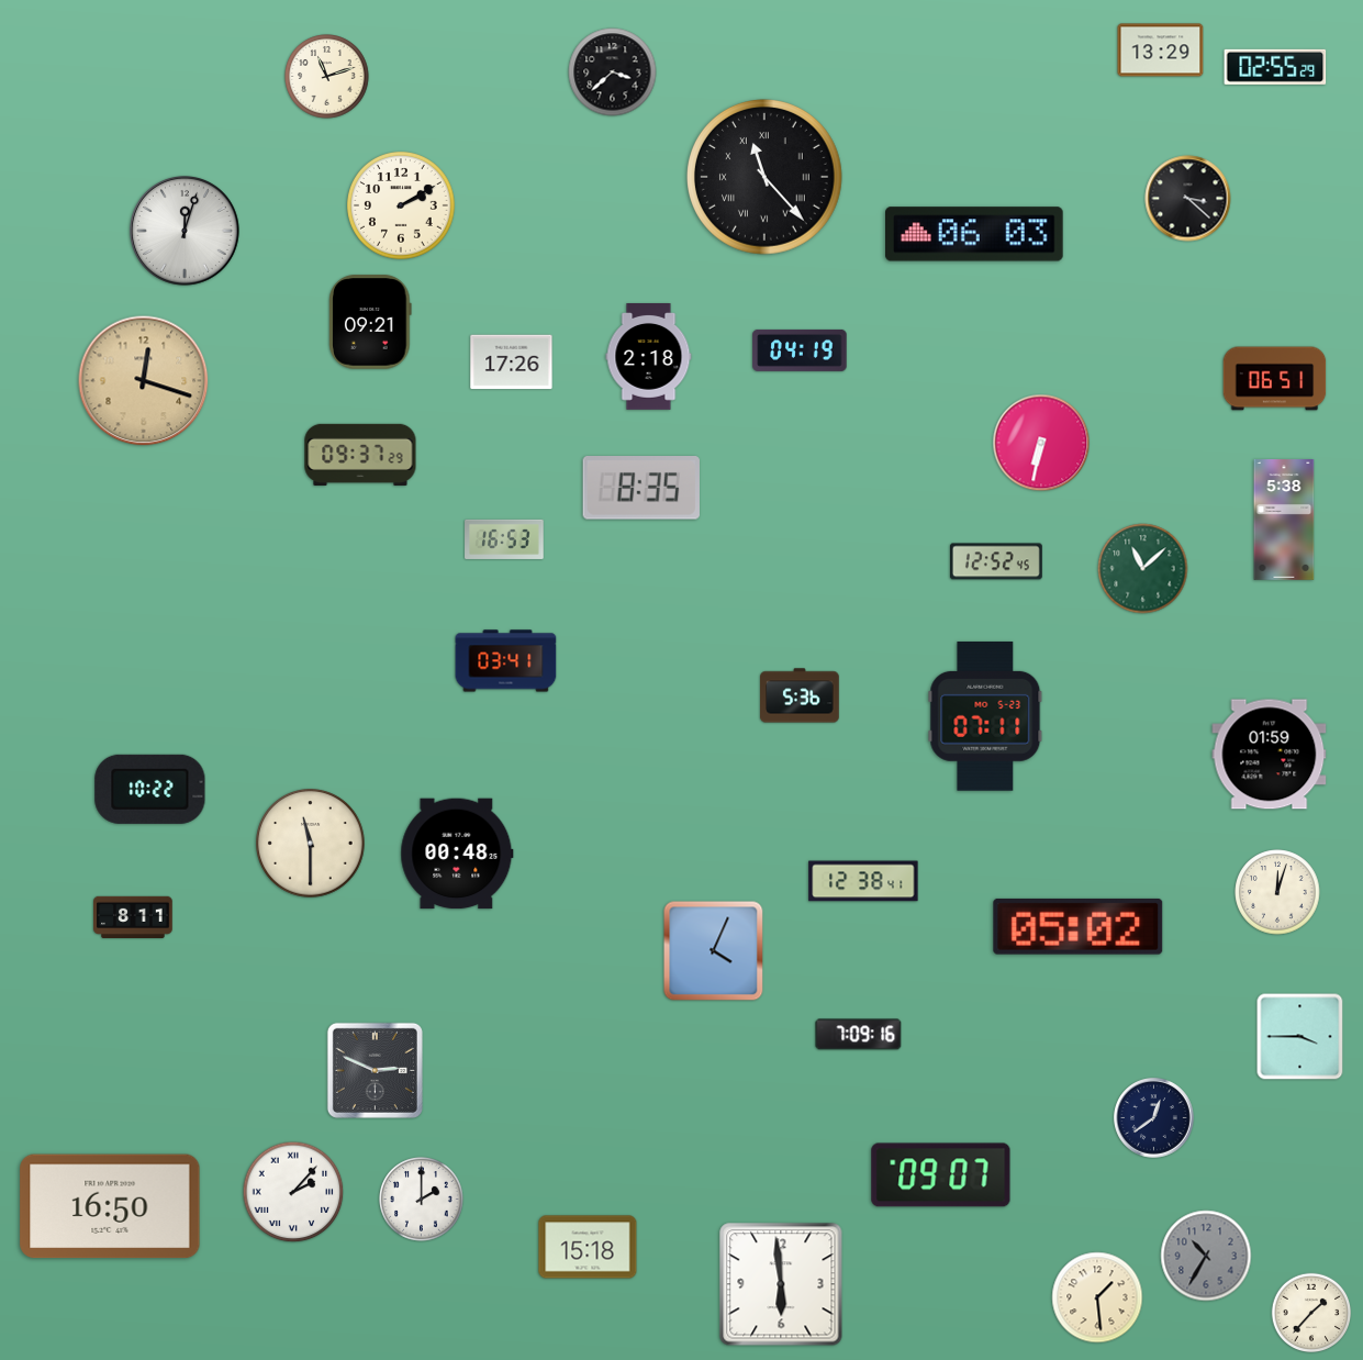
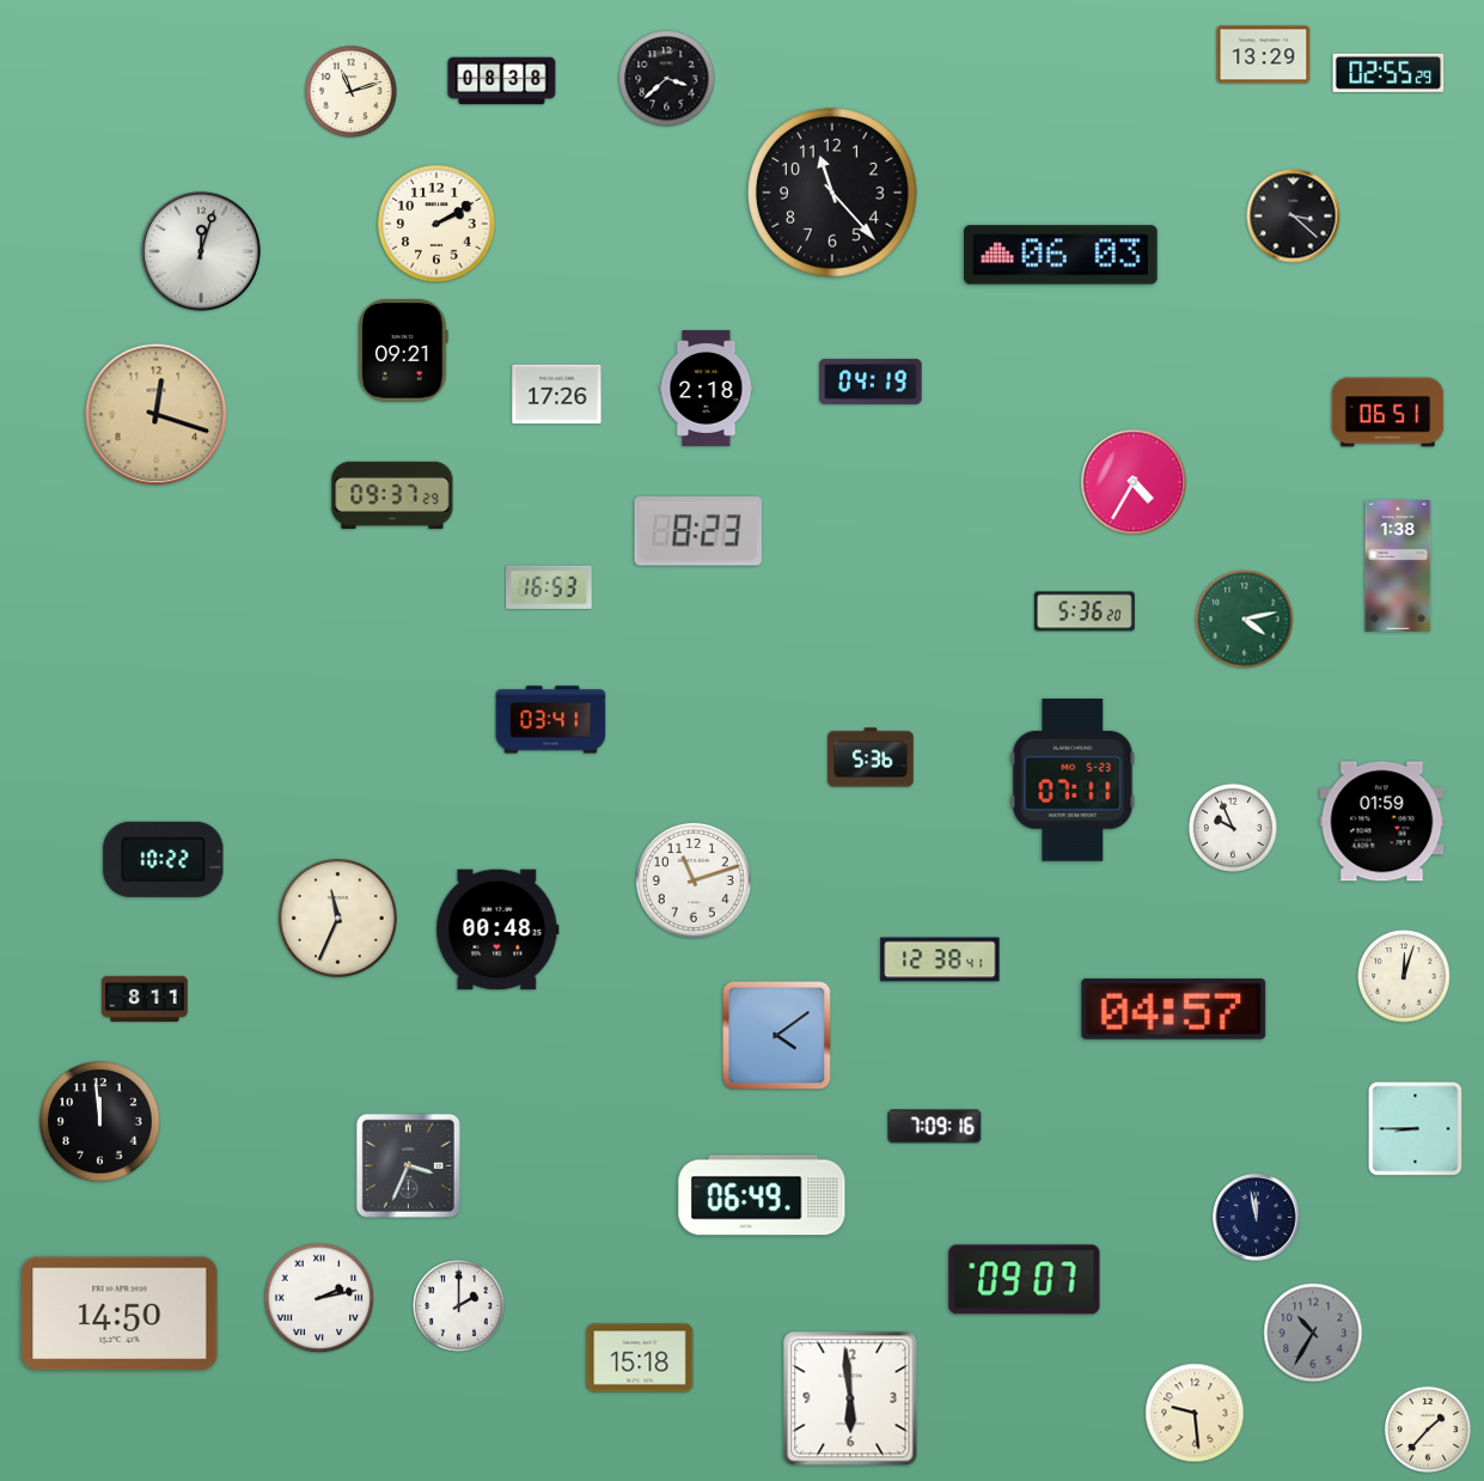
clock at (502, 81): none -> 08:38
clock at (327, 77) position: (327, 77) -> (352, 92)
clock at (766, 178) numerals: Roman -> Arabic
clock at (1041, 443): 6:32 -> 4:35
clock at (641, 489): 8:35 -> 8:23
clock at (1284, 521): 5:38 -> 1:38
clock at (996, 561): 12:52 -> 5:36
clock at (1143, 569): 11:08 -> 4:13
clock at (1233, 828): none -> 9:56
clock at (694, 880): none -> 11:12
clock at (311, 844): 11:30 -> 11:34
clock at (1277, 892) position: (1277, 892) -> (1404, 976)
clock at (1079, 926): 05:02 -> 04:57
clock at (714, 951): 4:04 -> 4:09
clock at (100, 1122): none -> 11:59
clock at (1300, 1037): 3:45 -> 8:45
clock at (375, 1070): 2:49 -> 3:34
clock at (762, 1195): none -> 06:49
clock at (1154, 1118): 12:39 -> 11:58
clock at (293, 1192): 2:07 -> 2:13
clock at (110, 1206): 16:50 -> 14:50
clock at (1206, 1256) position: (1206, 1256) -> (1313, 1333)
clock at (1097, 1297): 1:29 -> 9:29
